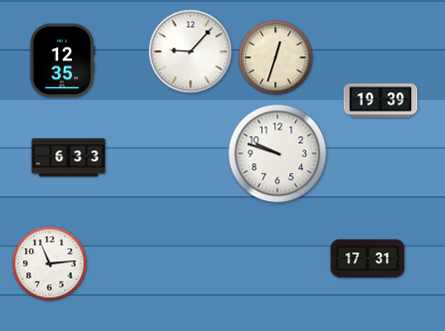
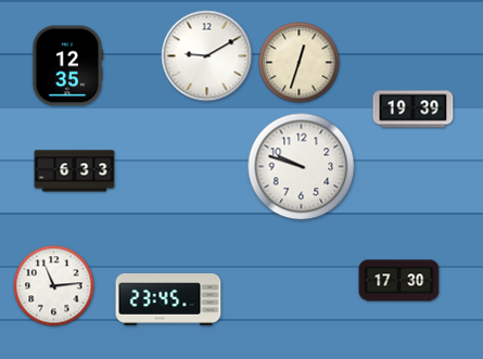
clock at (191, 52): 9:07 -> 9:10
clock at (368, 259): 17:31 -> 17:30
clock at (168, 299): none -> 23:45
